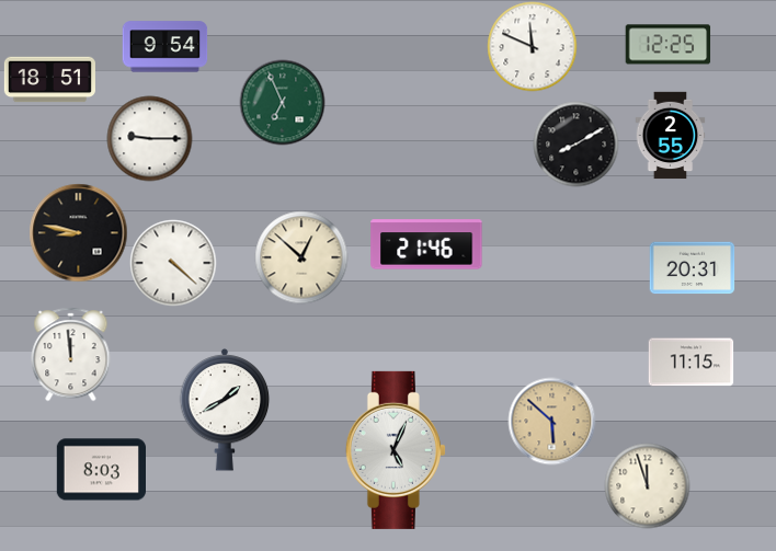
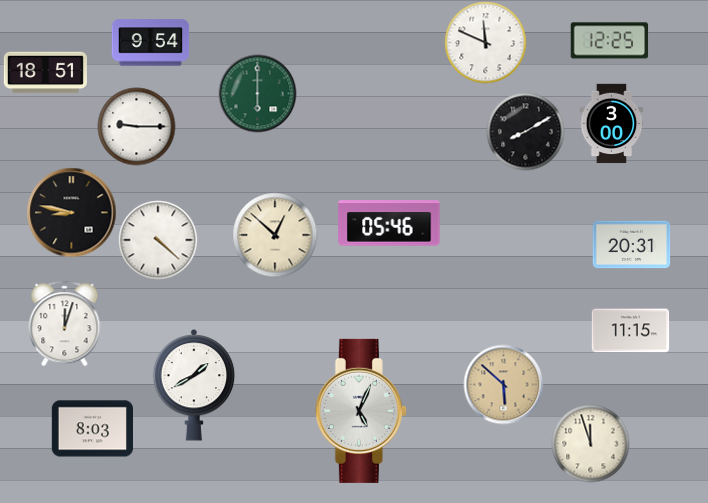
clock at (282, 102): 6:56 -> 6:00
clock at (671, 135): 2:55 -> 3:00
clock at (426, 244): 21:46 -> 05:46
clock at (71, 354): 11:59 -> 12:03
clock at (225, 411) position: (225, 411) -> (194, 386)
